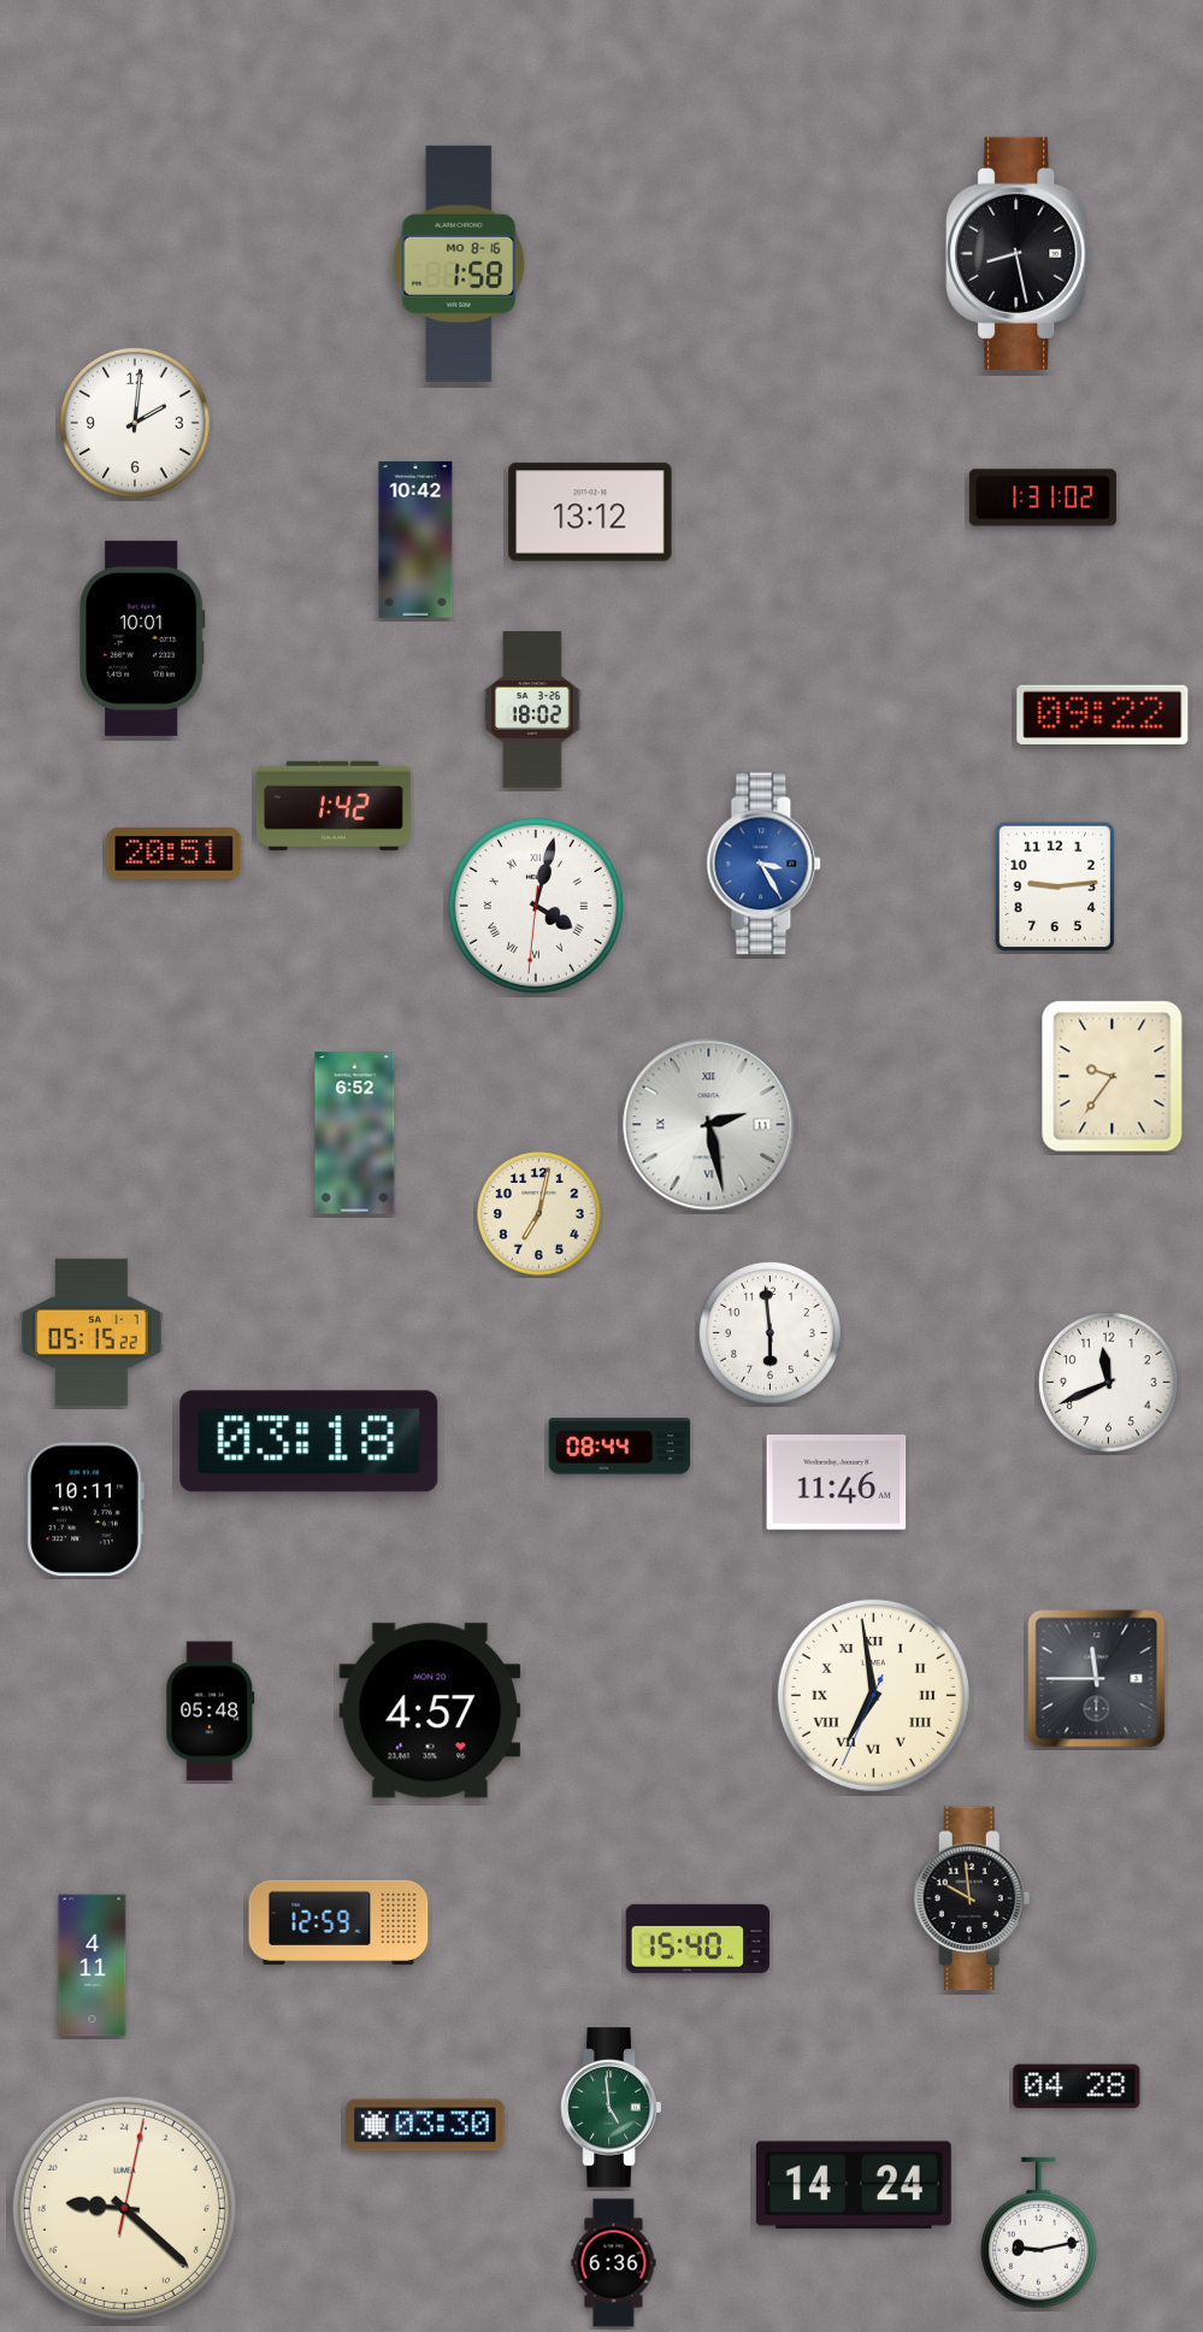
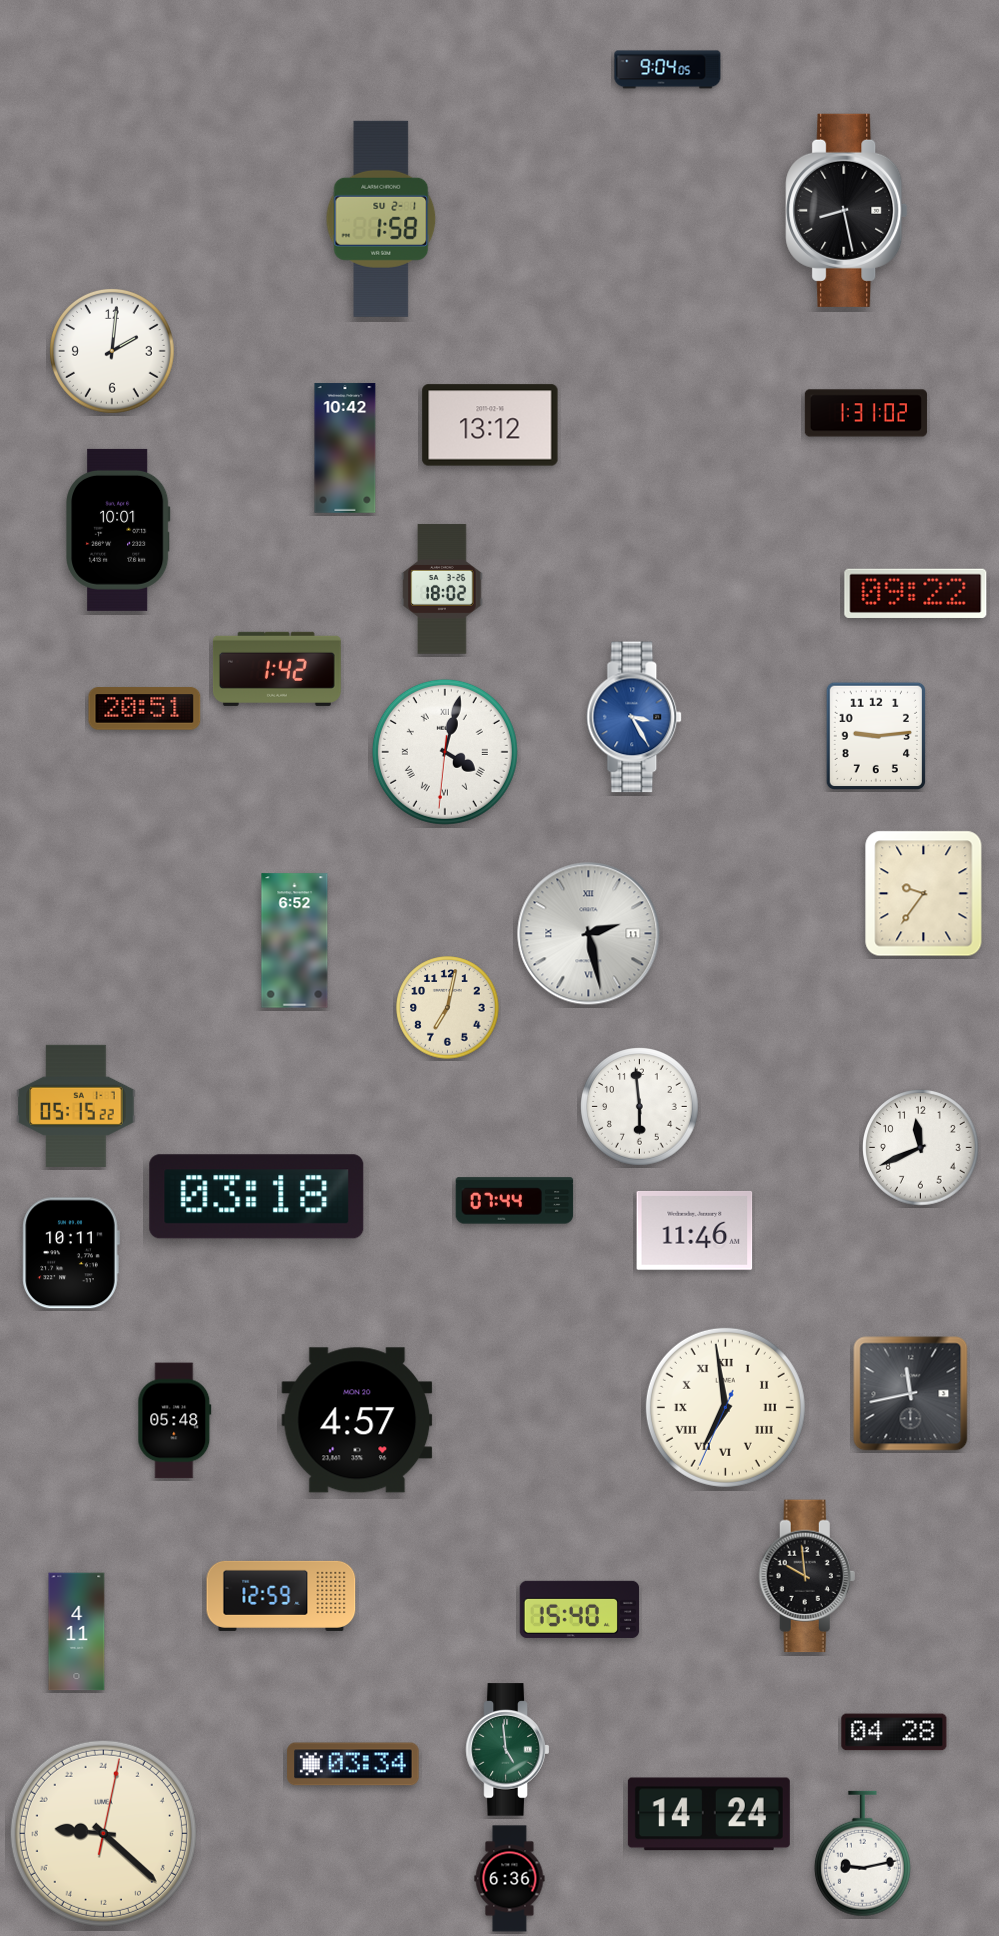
clock at (668, 70): none -> 9:04
clock at (459, 264) date: MO 8-16 -> SU 2-1
clock at (620, 1447): 08:44 -> 07:44
clock at (1097, 1679): 11:45 -> 11:43
clock at (425, 2125): 03:30 -> 03:34
